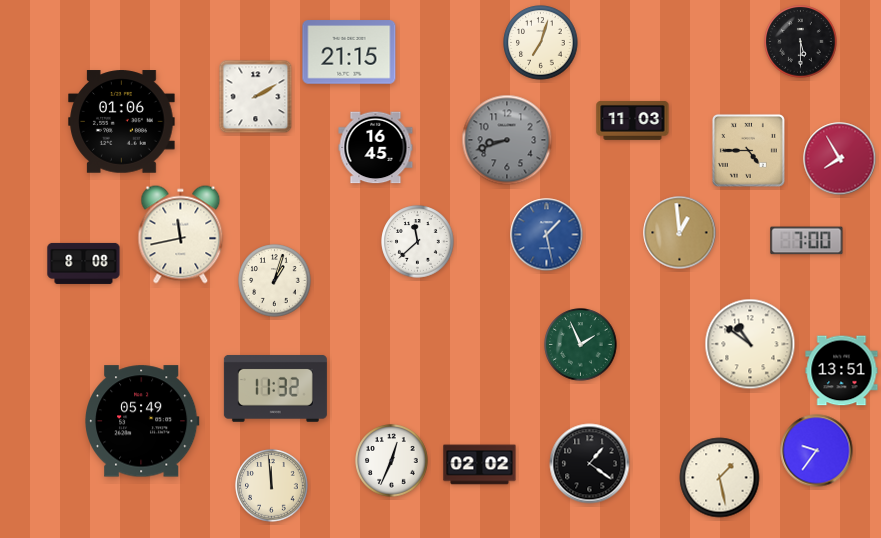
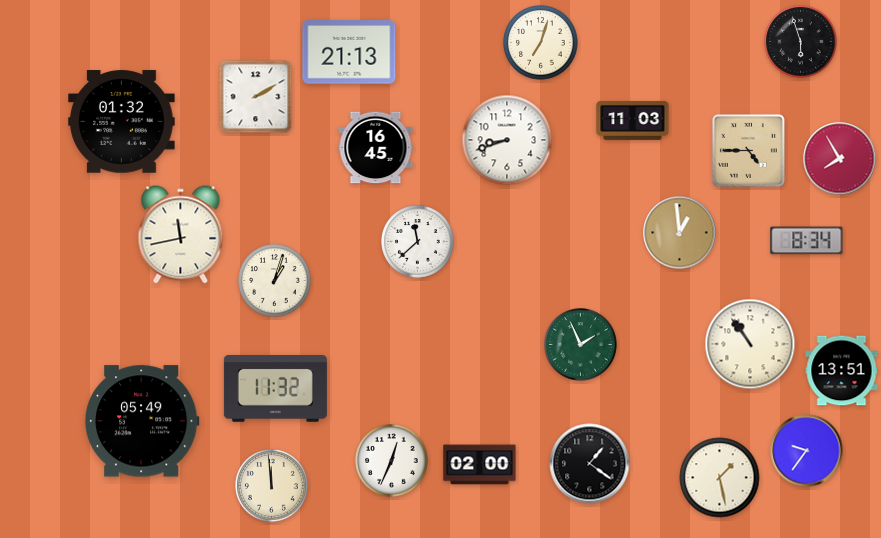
clock at (801, 42): 5:30 -> 5:57
clock at (349, 52): 21:15 -> 21:13
clock at (122, 122): 01:06 -> 01:32
clock at (507, 140) dial: grey -> white
clock at (547, 235): 1:28 -> none
clock at (807, 241): 7:00 -> 8:34
clock at (84, 263): 8:08 -> none
clock at (750, 344): 10:51 -> 10:54
clock at (817, 451) position: (817, 451) -> (807, 451)
clock at (480, 465): 02:02 -> 02:00
